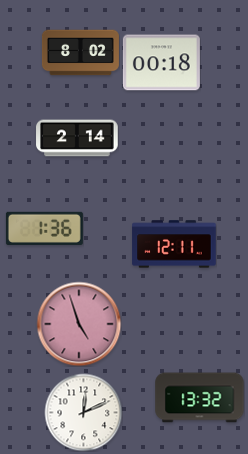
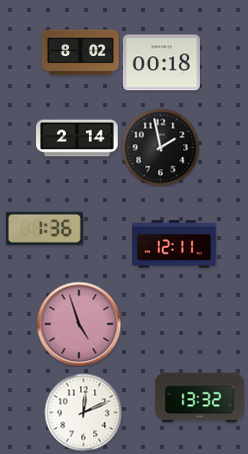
clock at (160, 147): none -> 1:58
